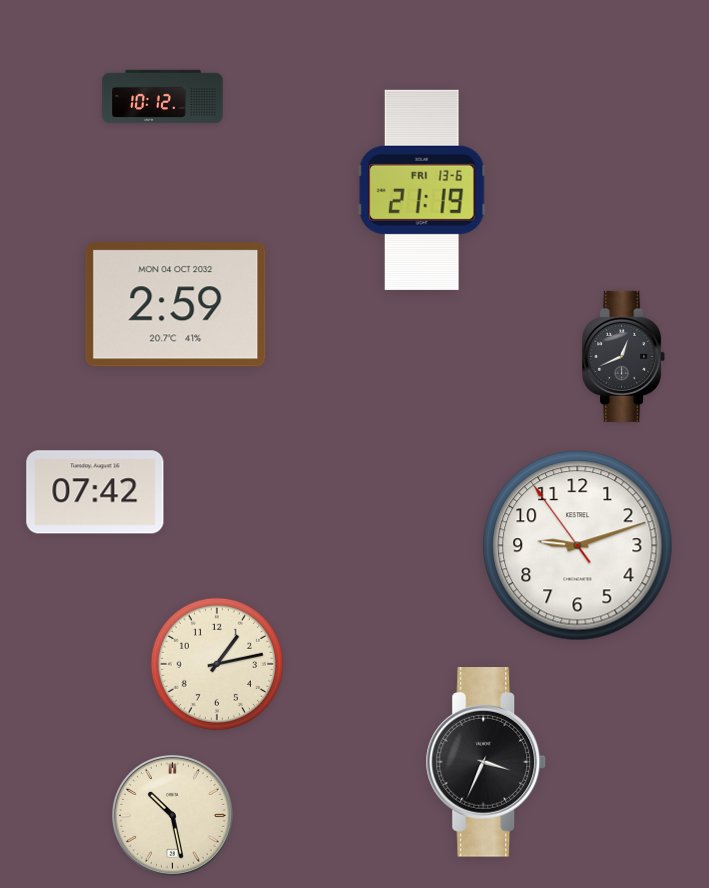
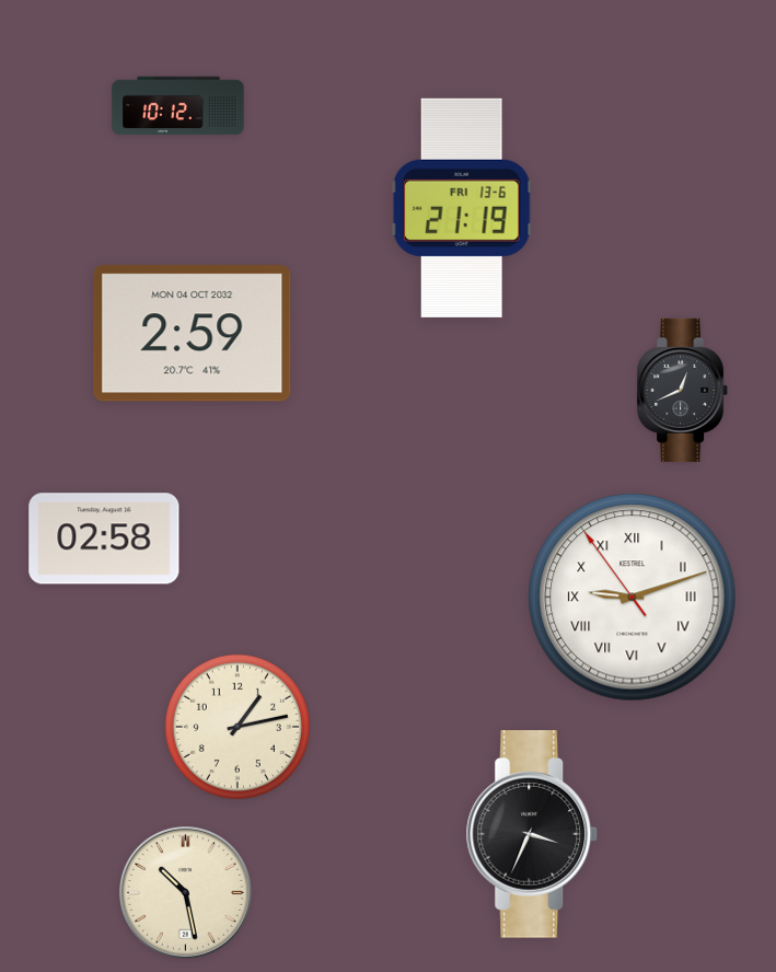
clock at (95, 492): 07:42 -> 02:58
clock at (578, 546) numerals: Arabic -> Roman
clock at (172, 815) position: (172, 815) -> (185, 892)
